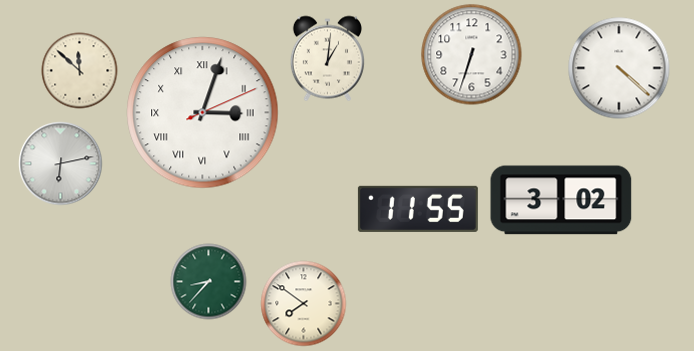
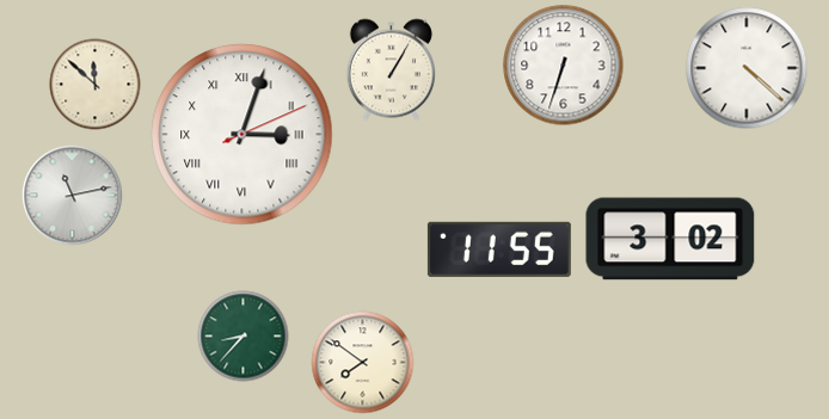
clock at (327, 59): 1:01 -> 1:05
clock at (619, 68) position: (619, 68) -> (747, 68)
clock at (61, 164): 6:13 -> 11:13
clock at (209, 282) position: (209, 282) -> (244, 337)
